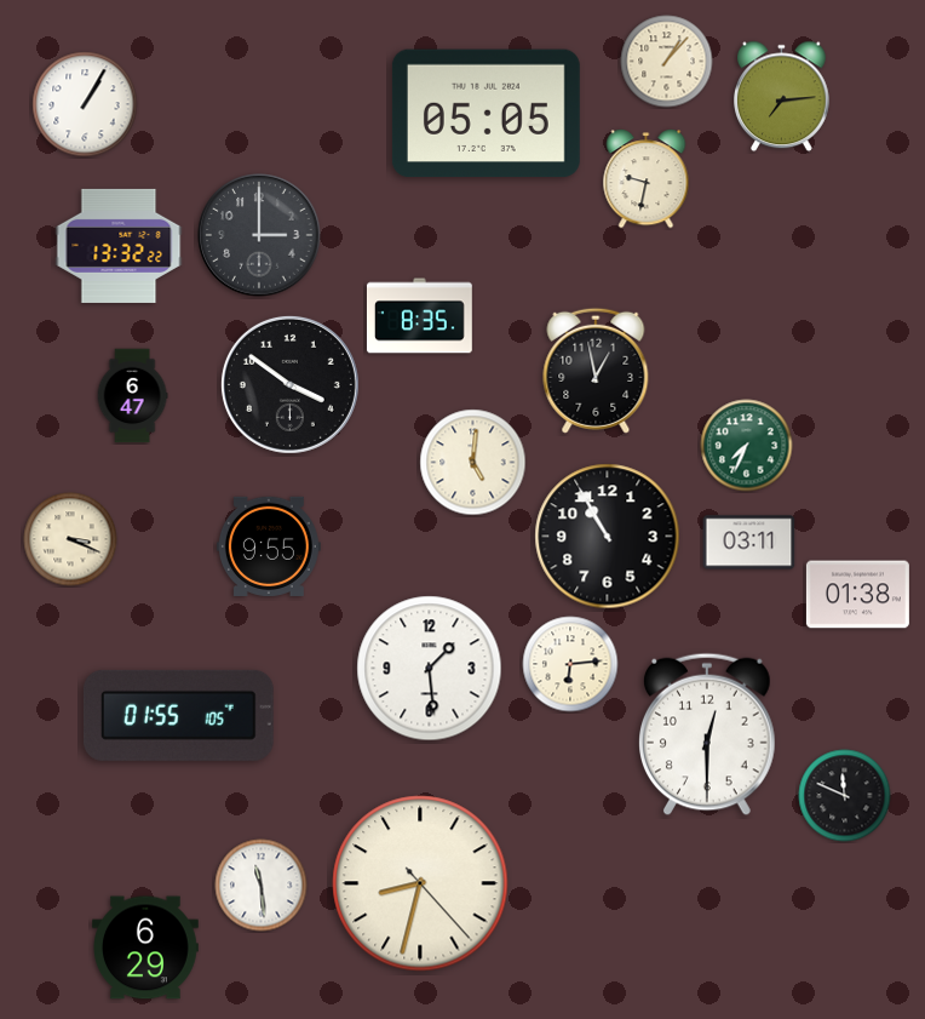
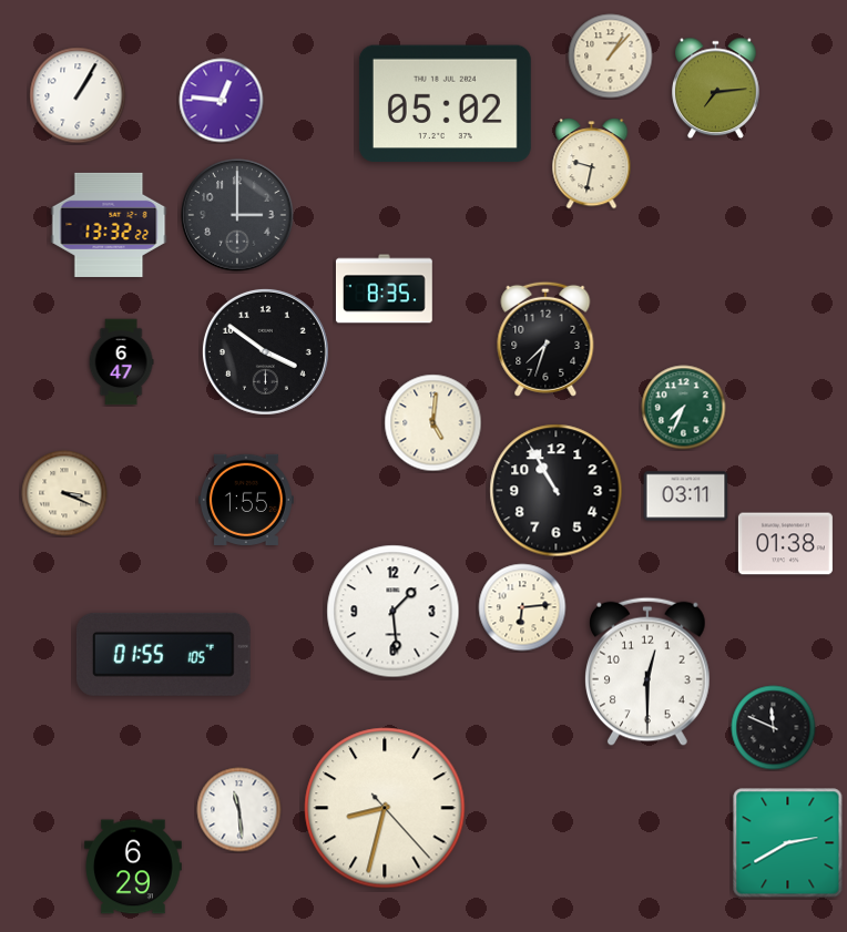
clock at (222, 101): none -> 12:46
clock at (486, 114): 05:05 -> 05:02
clock at (596, 371): 12:58 -> 7:33
clock at (269, 546): 9:55 -> 1:55
clock at (788, 843): none -> 2:40
